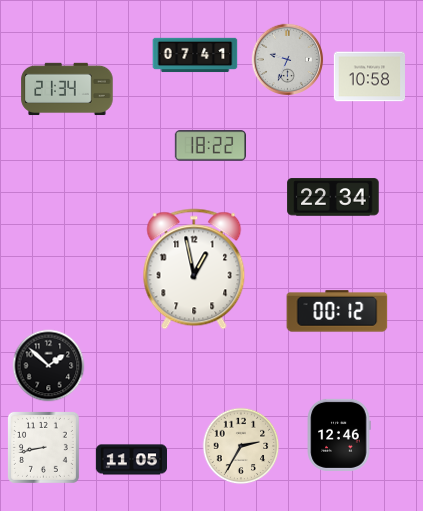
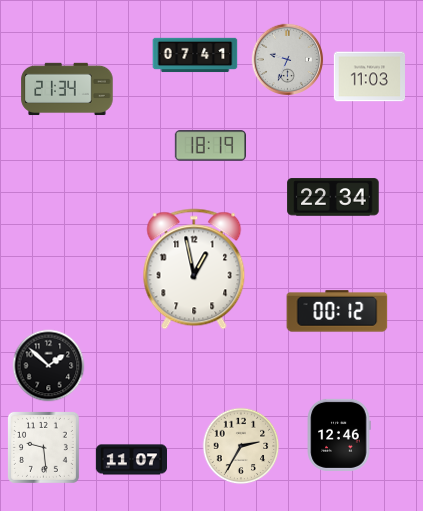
clock at (369, 77): 10:58 -> 11:03
clock at (210, 146): 18:22 -> 18:19
clock at (43, 447): 8:43 -> 9:29
clock at (131, 460): 11:05 -> 11:07
